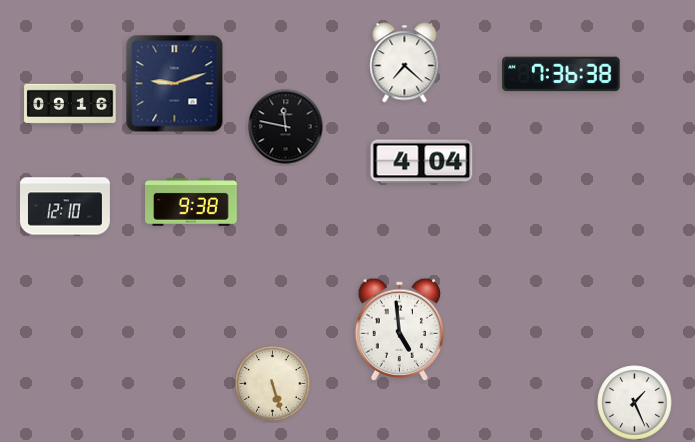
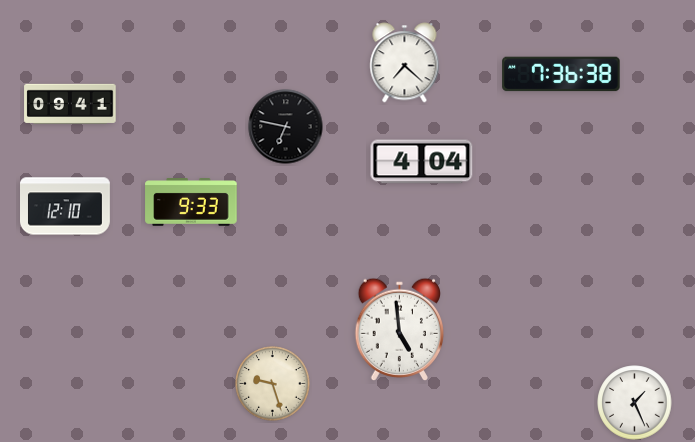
clock at (175, 84): 9:12 -> none
clock at (70, 104): 09:16 -> 09:41
clock at (286, 127): 11:47 -> 6:47
clock at (191, 203): 9:38 -> 9:33
clock at (273, 384): 5:27 -> 9:27
